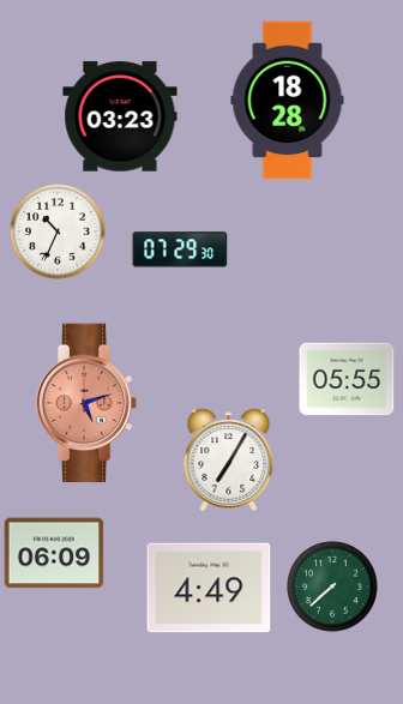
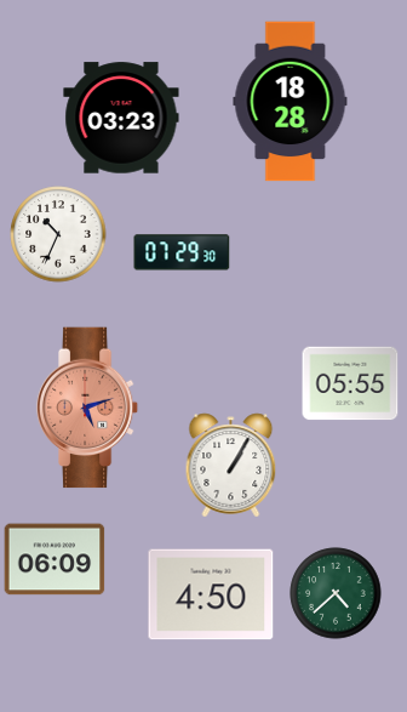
clock at (229, 461): 7:05 -> 1:05
clock at (332, 586): 7:38 -> 4:38
clock at (209, 588): 4:49 -> 4:50
